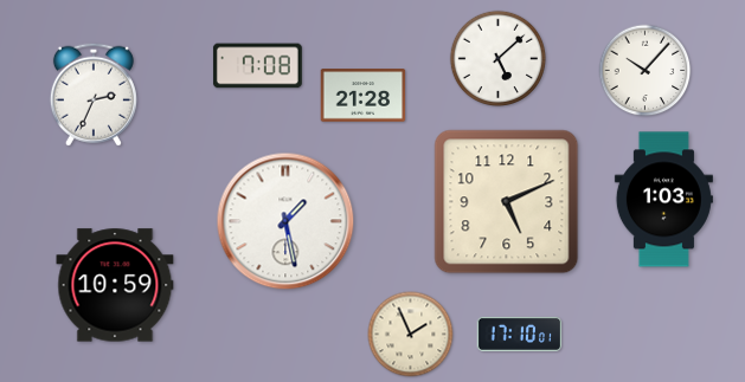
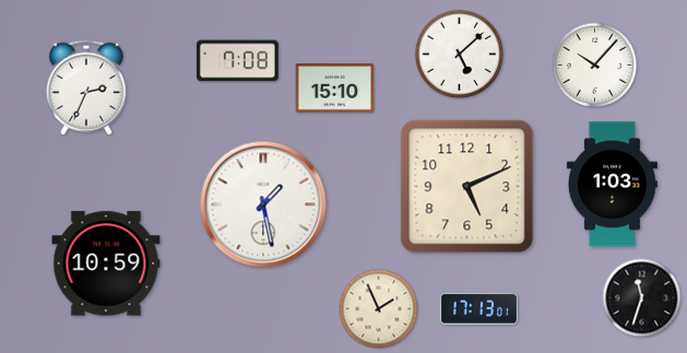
clock at (364, 96): 21:28 -> 15:10
clock at (642, 298): none -> 11:33
clock at (520, 334): 17:10 -> 17:13
